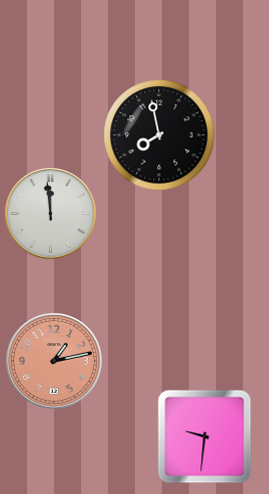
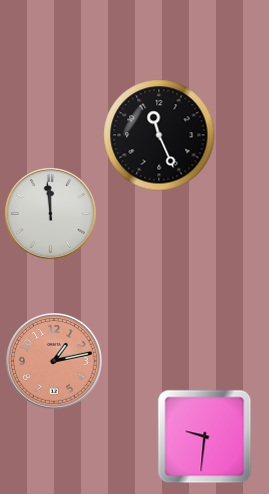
clock at (159, 135): 7:58 -> 11:26
